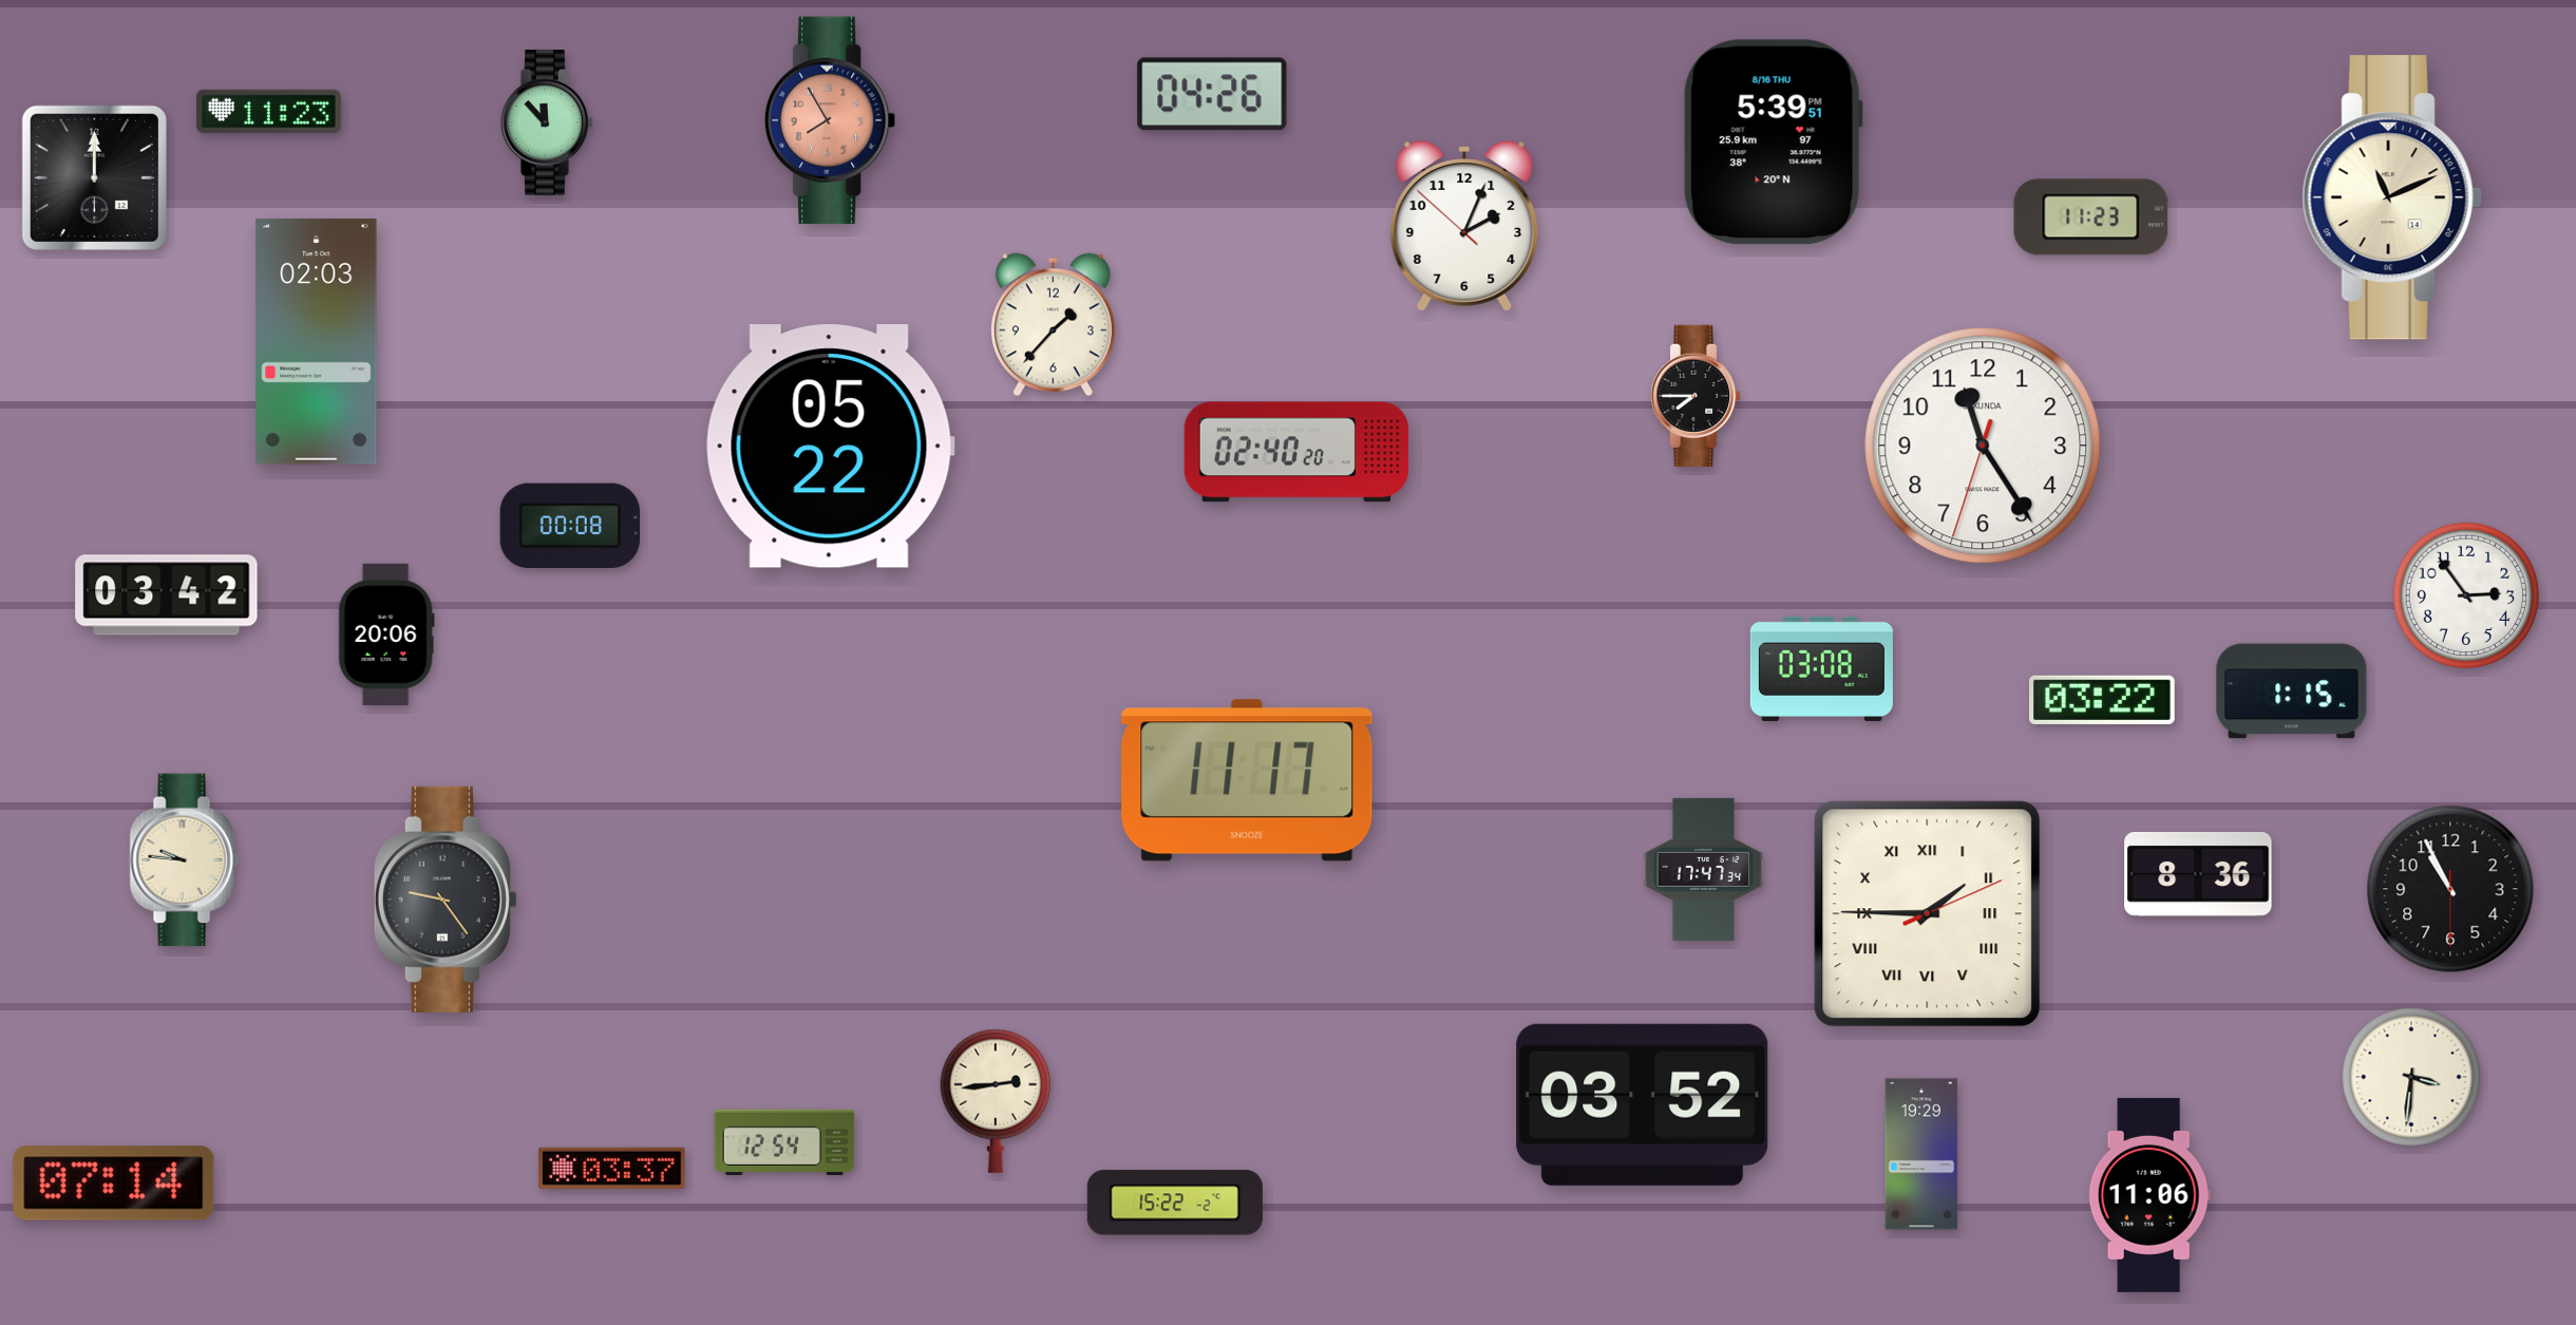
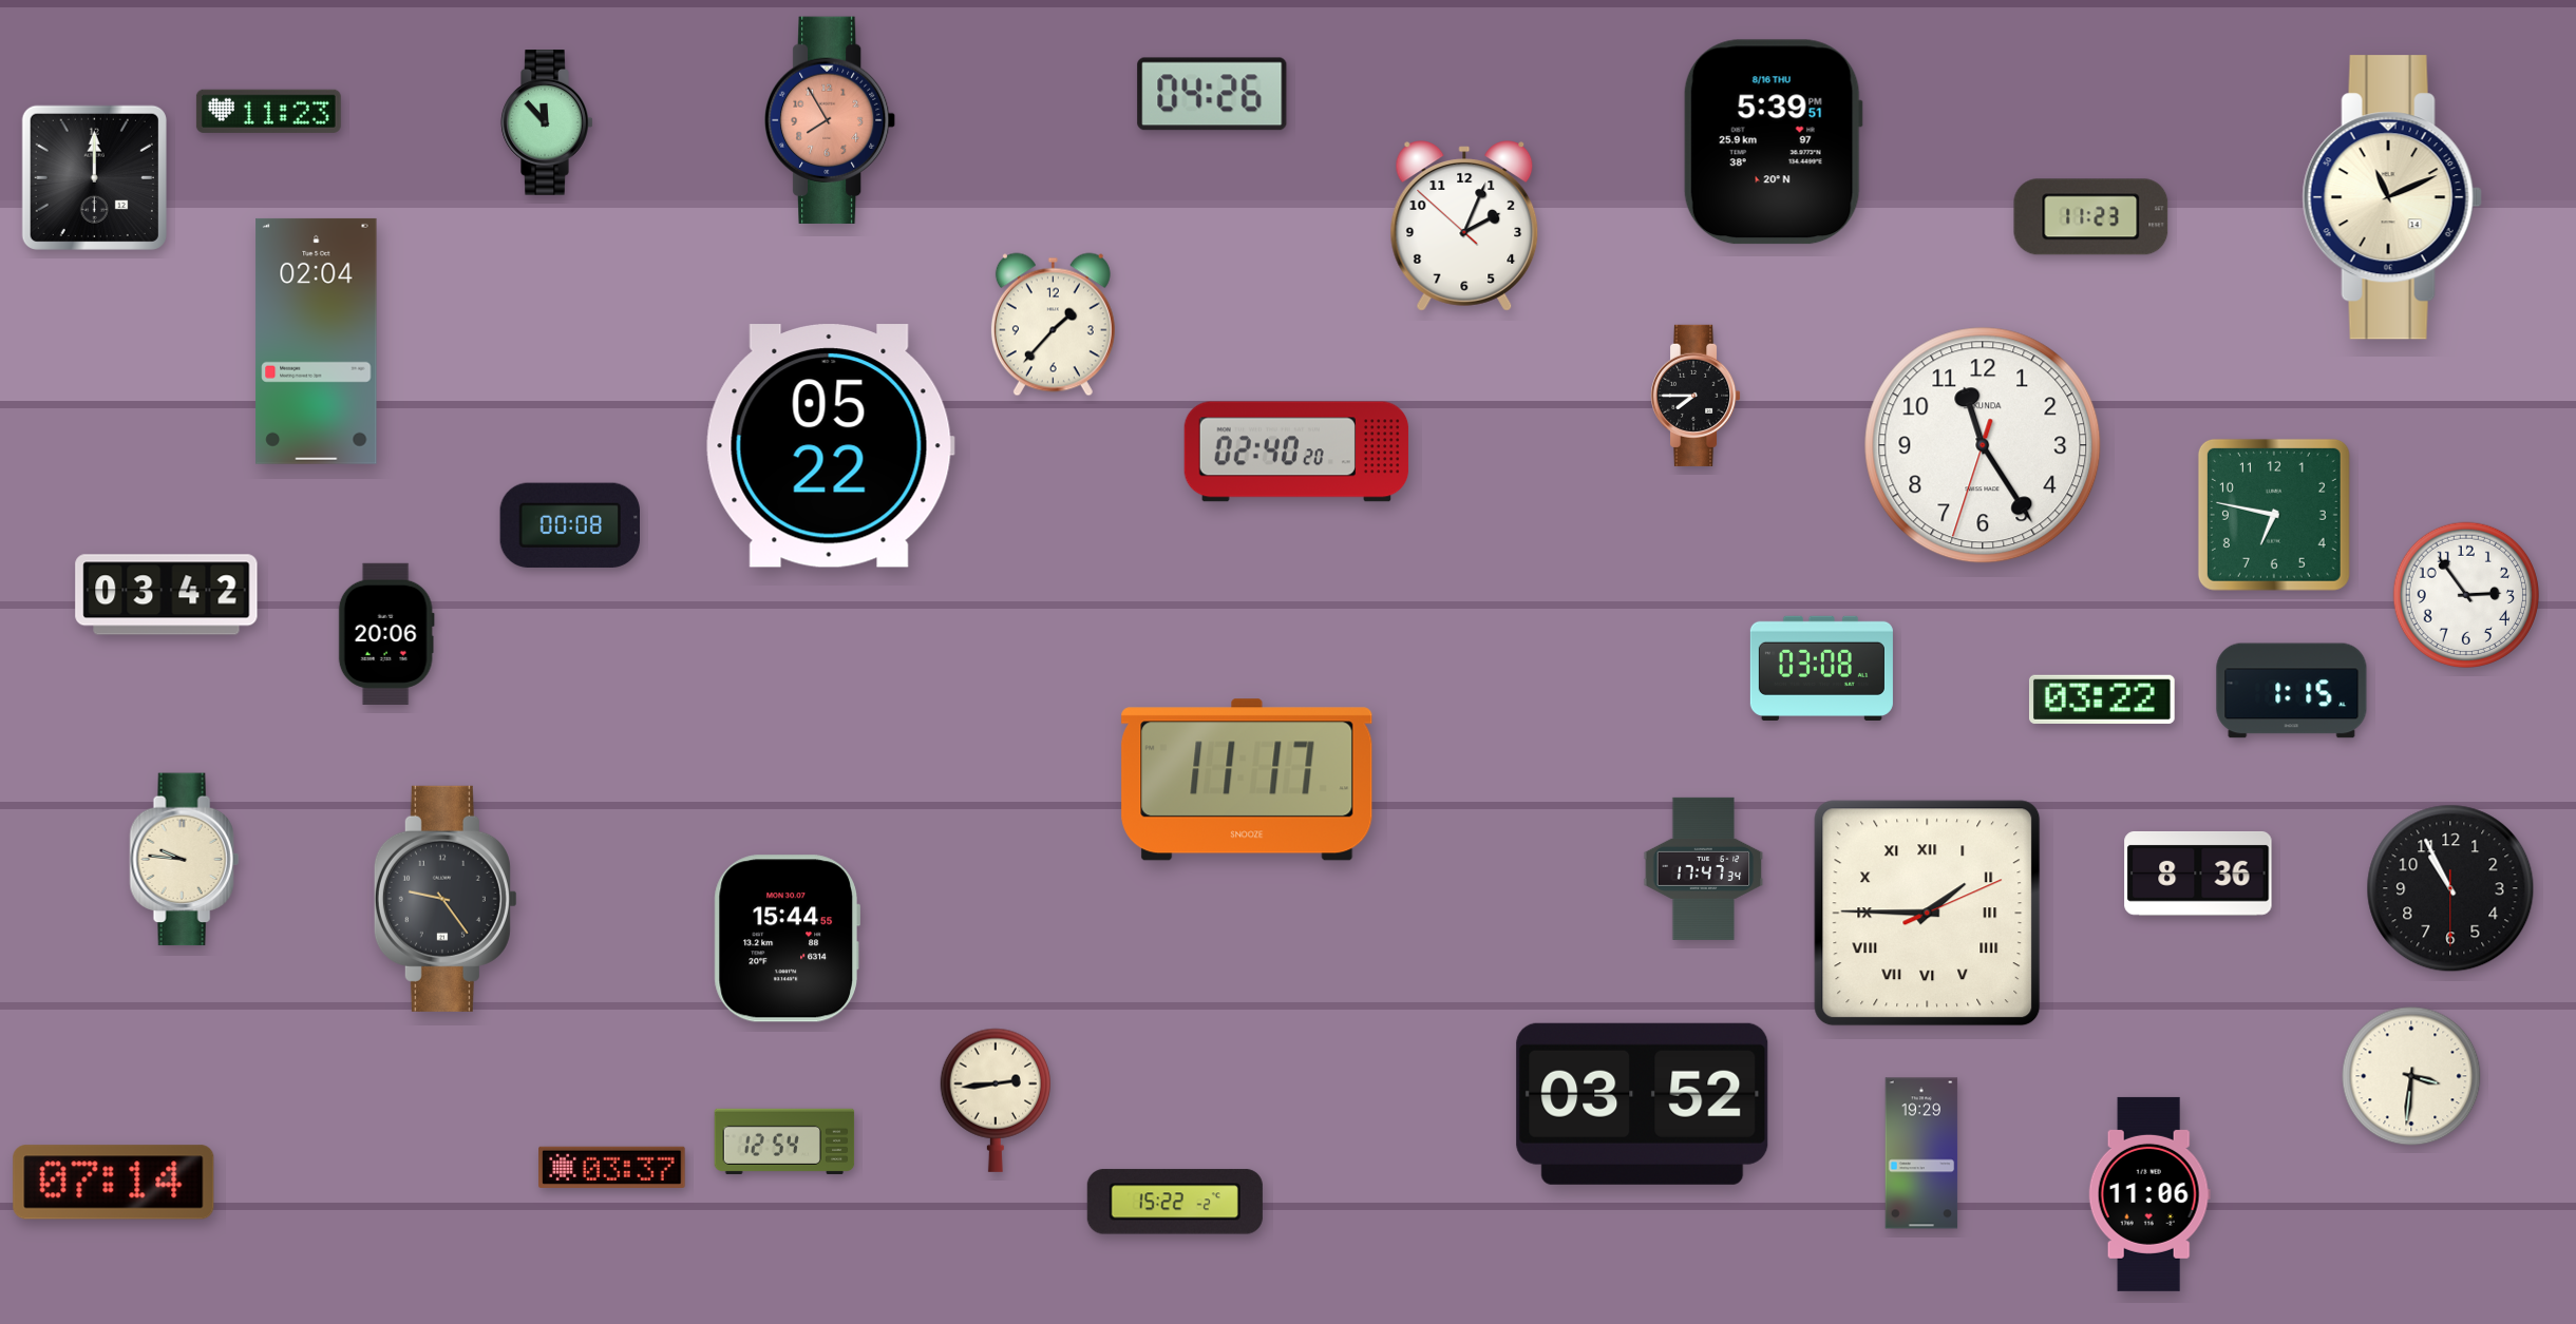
clock at (317, 341): 02:03 -> 02:04
clock at (2274, 515): none -> 6:47
clock at (787, 939): none -> 15:44
